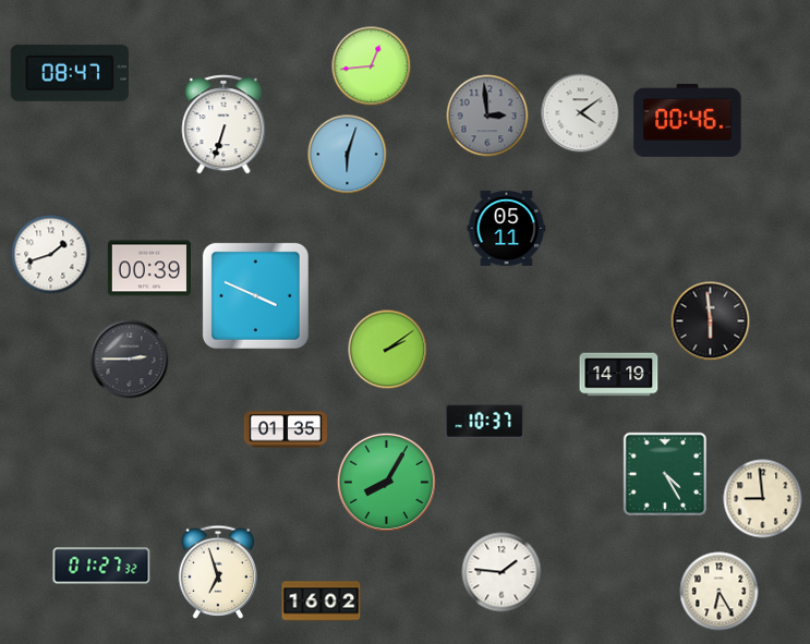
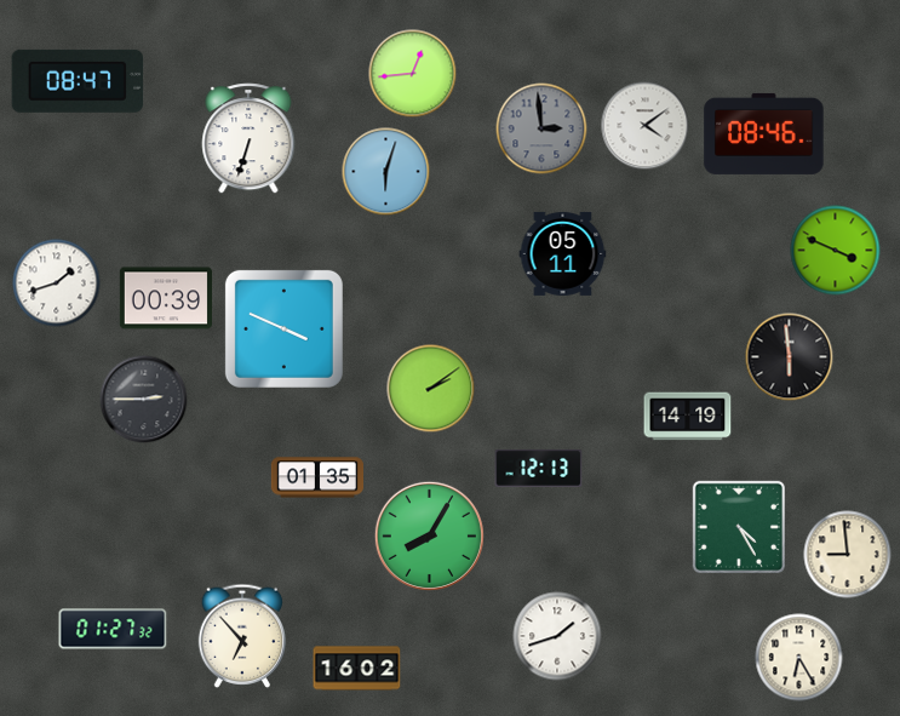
clock at (688, 120): 00:46 -> 08:46
clock at (836, 251): none -> 3:49
clock at (485, 421): 10:37 -> 12:13
clock at (218, 572): 6:57 -> 6:53
clock at (501, 572): 1:46 -> 1:42
